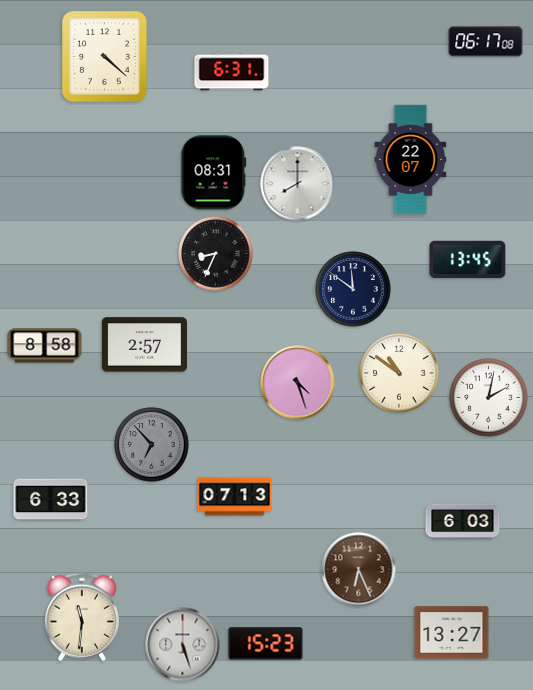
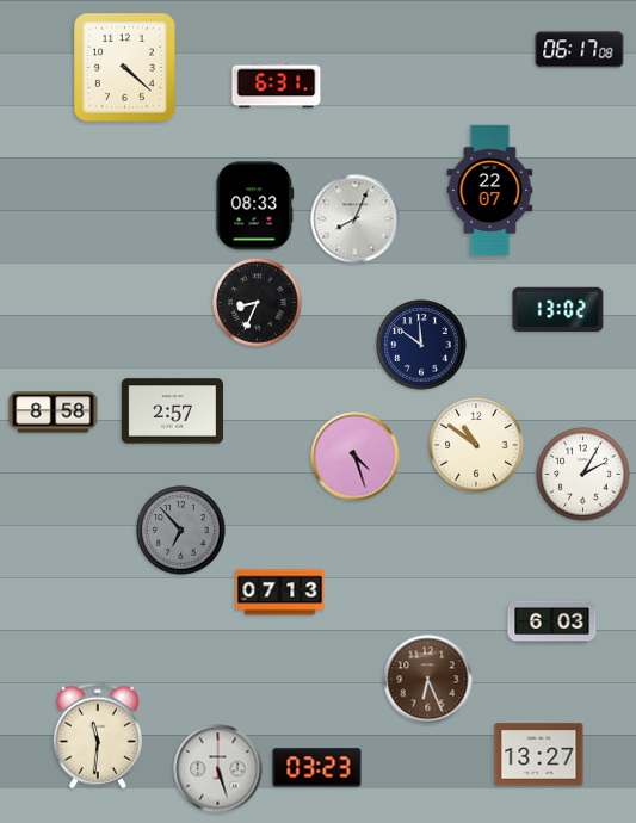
clock at (214, 173): 08:31 -> 08:33
clock at (298, 184): 8:00 -> 8:04
clock at (468, 260): 13:45 -> 13:02
clock at (489, 398): 2:02 -> 2:05
clock at (51, 500): 6:33 -> none
clock at (266, 644): 15:23 -> 03:23
